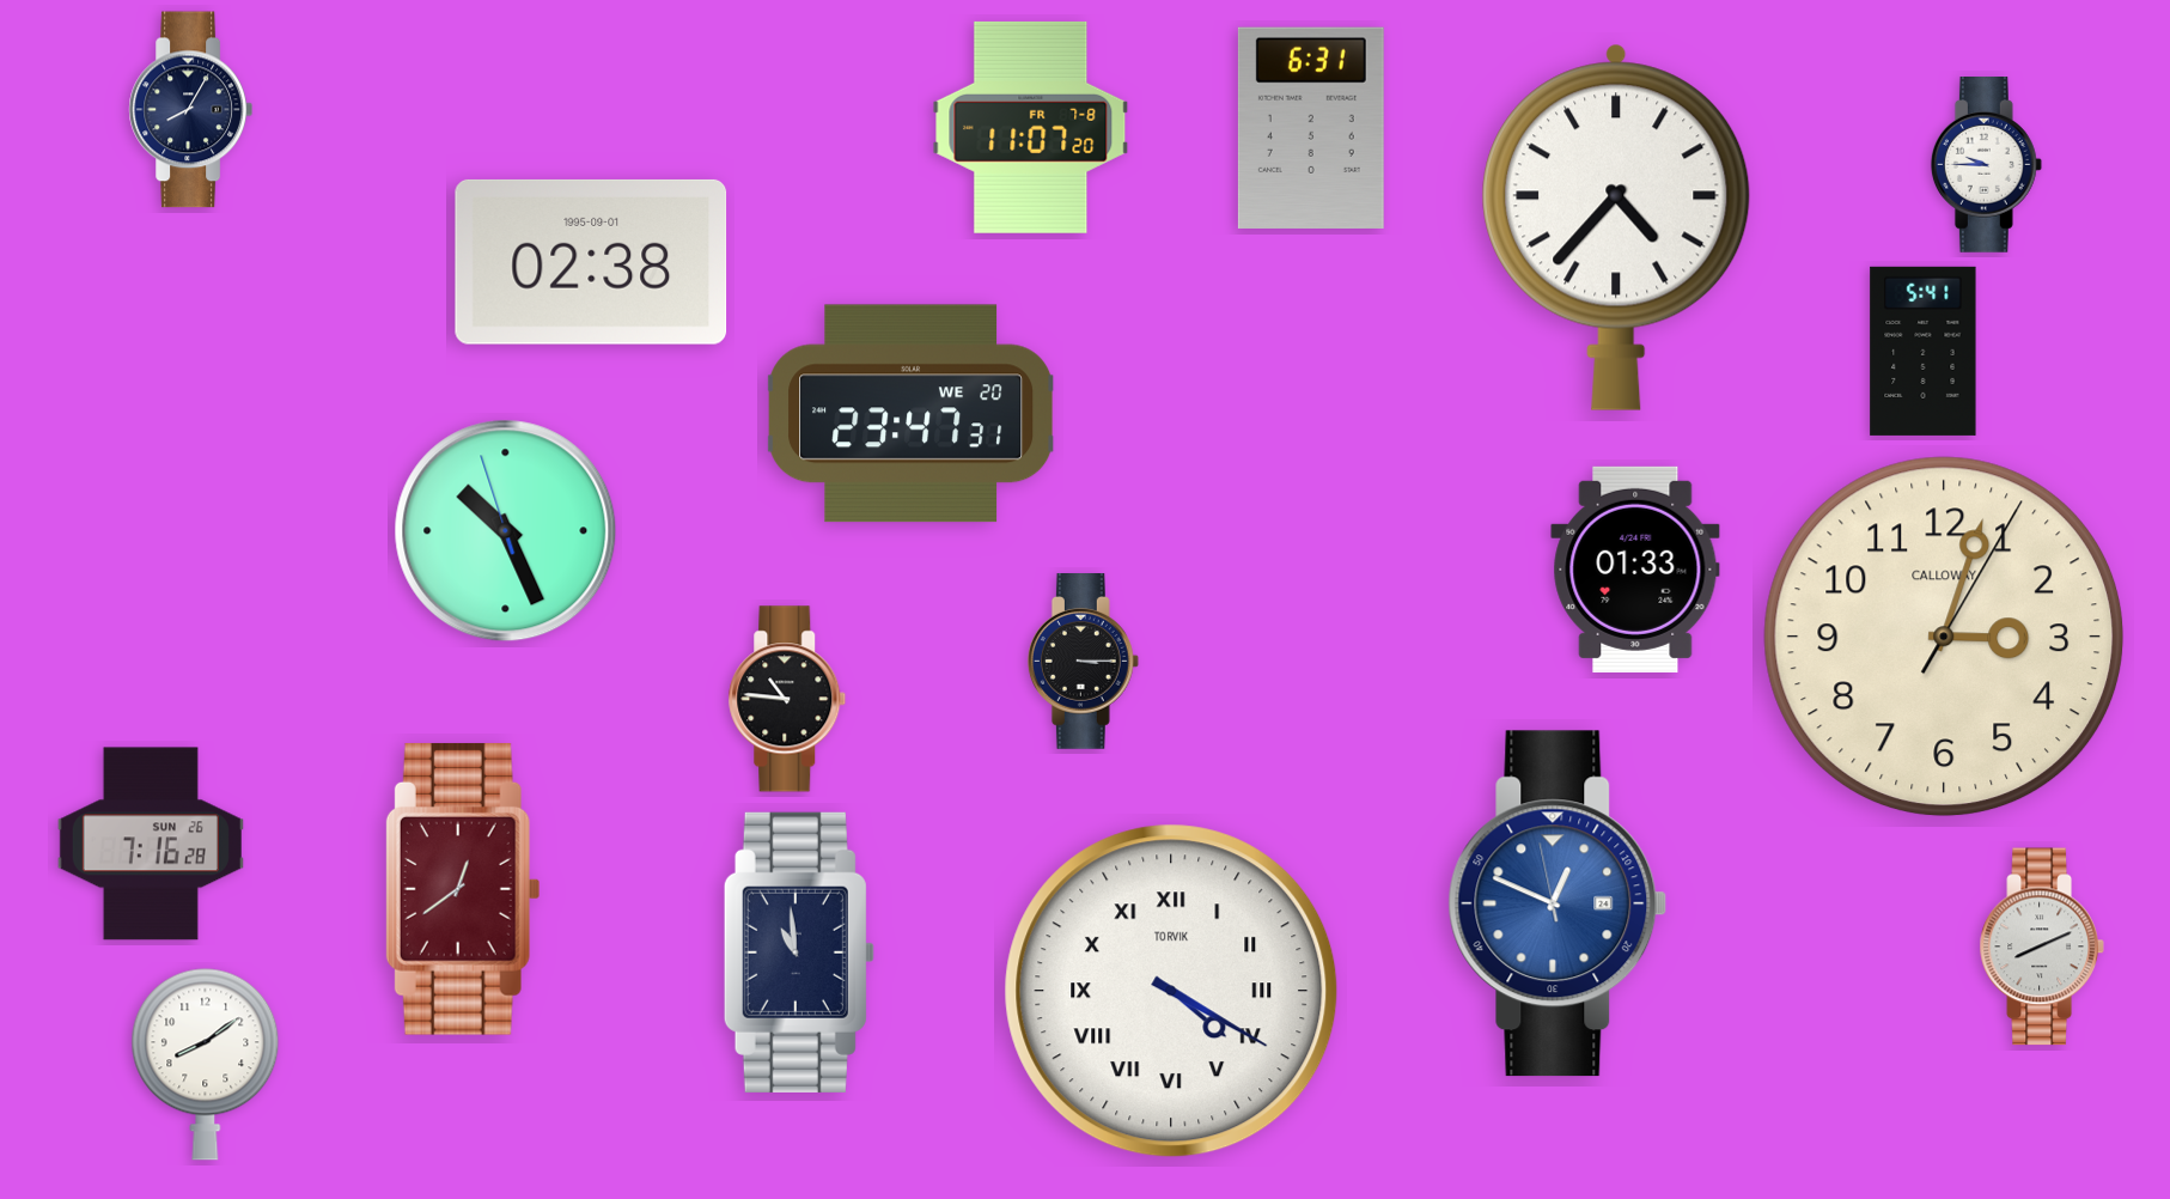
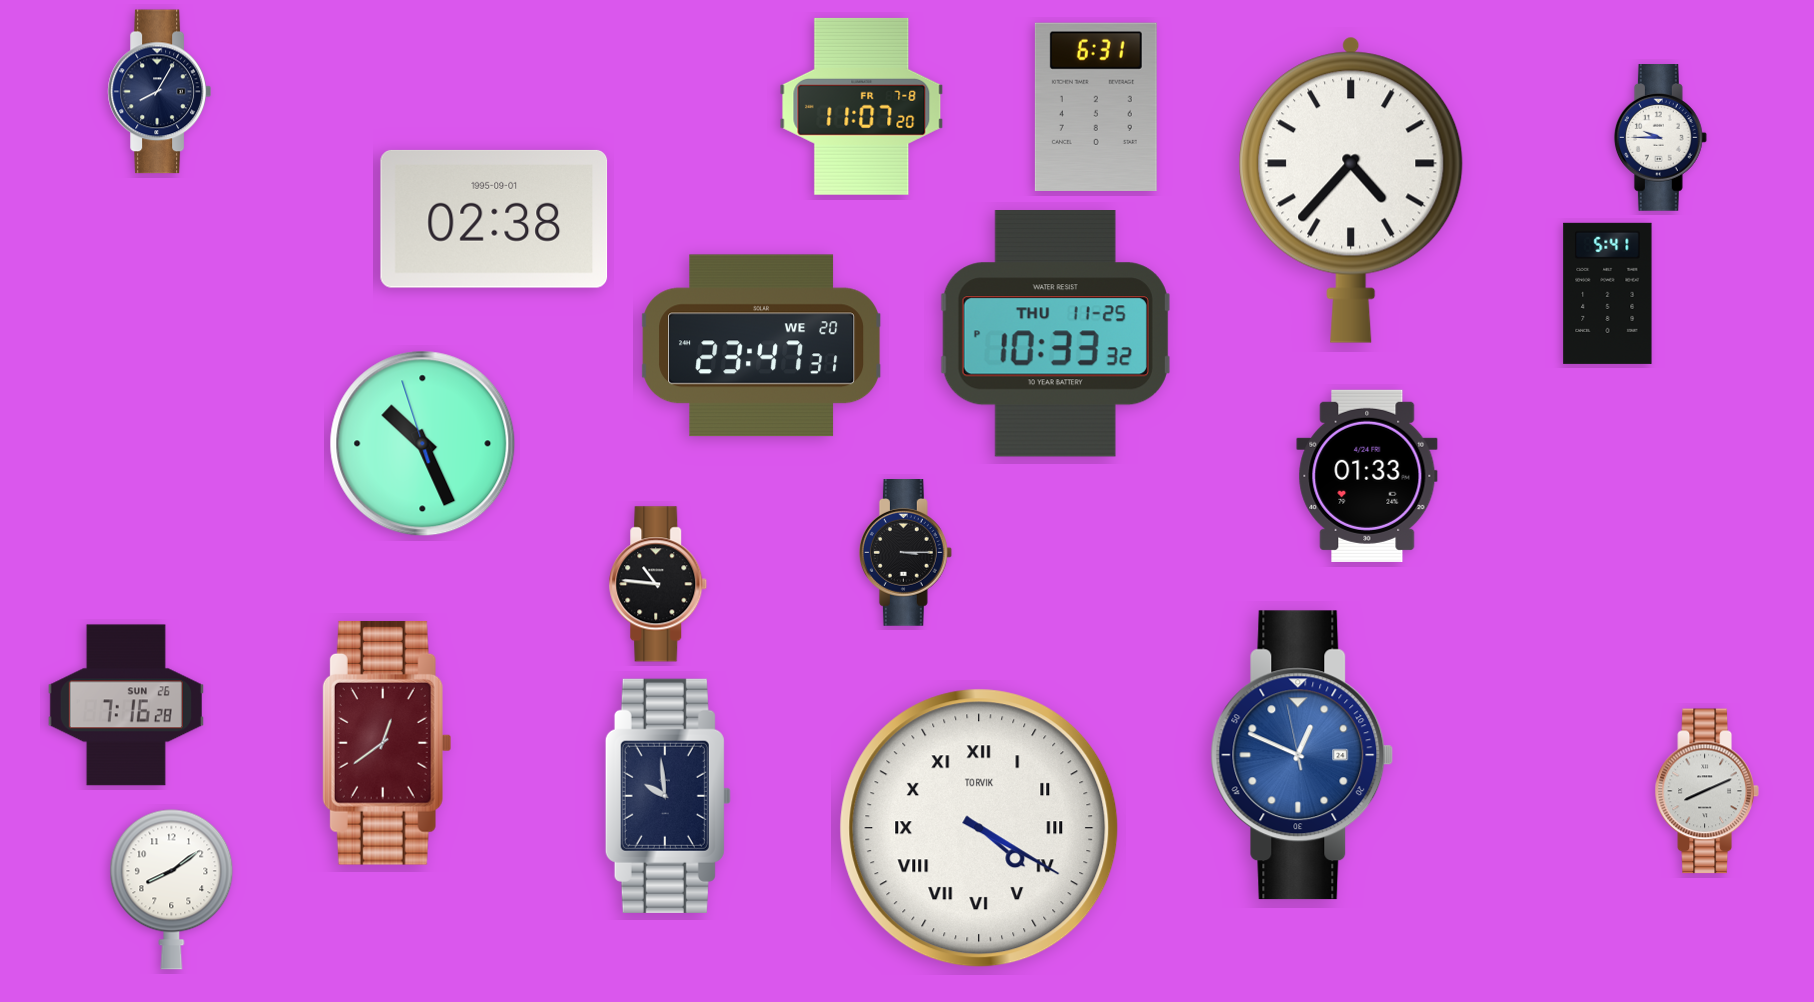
clock at (1055, 334): none -> 10:33
clock at (1944, 637): 3:03 -> none
clock at (799, 952): 10:59 -> 9:59
